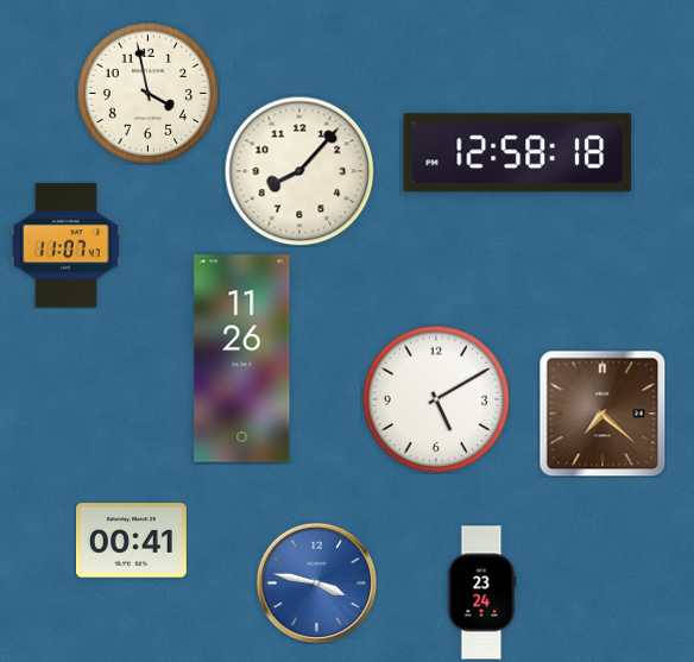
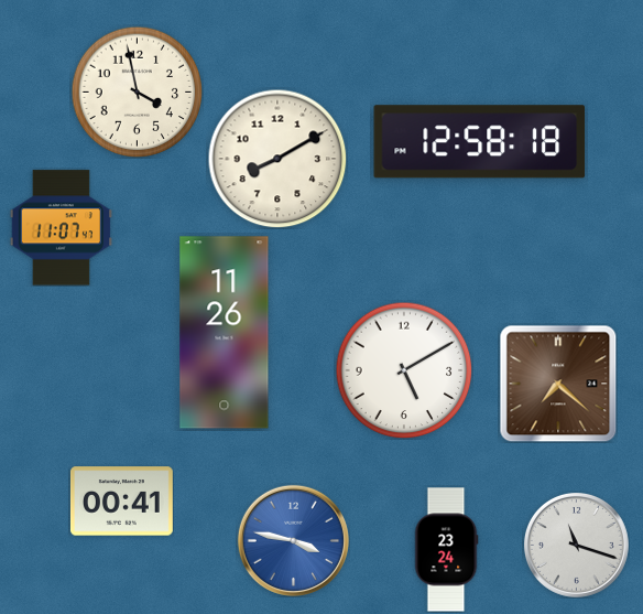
clock at (147, 93) position: (147, 93) -> (137, 91)
clock at (299, 171): 8:07 -> 8:10
clock at (576, 545): none -> 11:18
